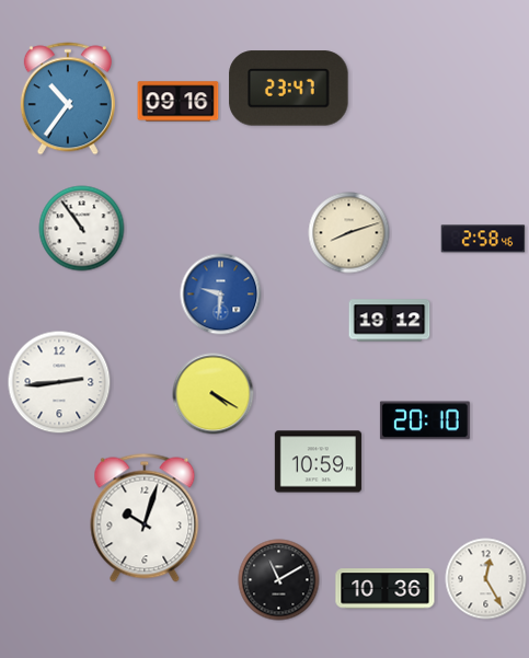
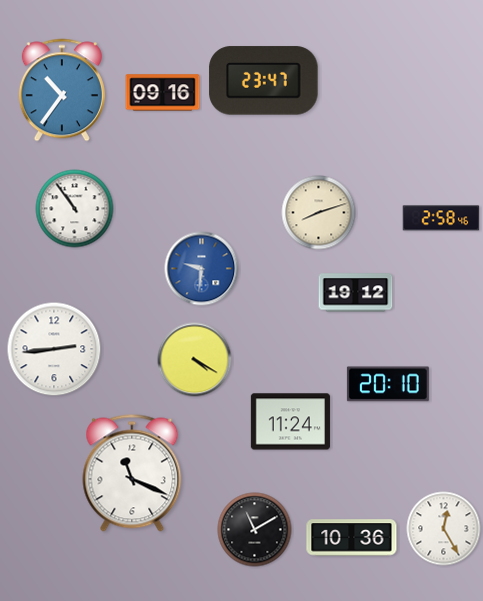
clock at (318, 462): 10:59 -> 11:24
clock at (145, 518): 10:03 -> 11:19
